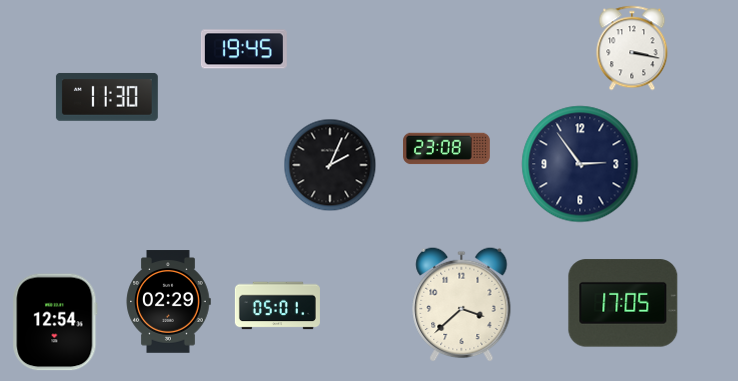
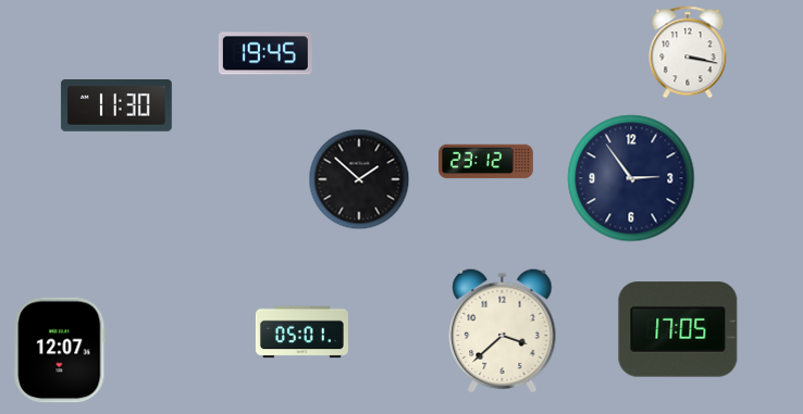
clock at (447, 149): 23:08 -> 23:12
clock at (330, 165): 2:04 -> 1:52
clock at (168, 302): 02:29 -> none
clock at (55, 322): 12:54 -> 12:07
